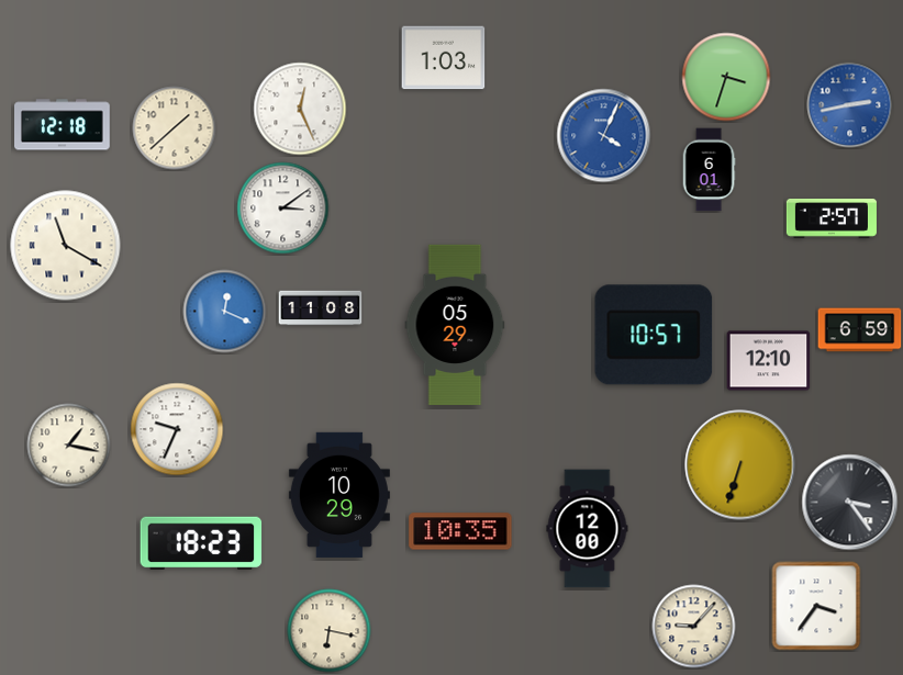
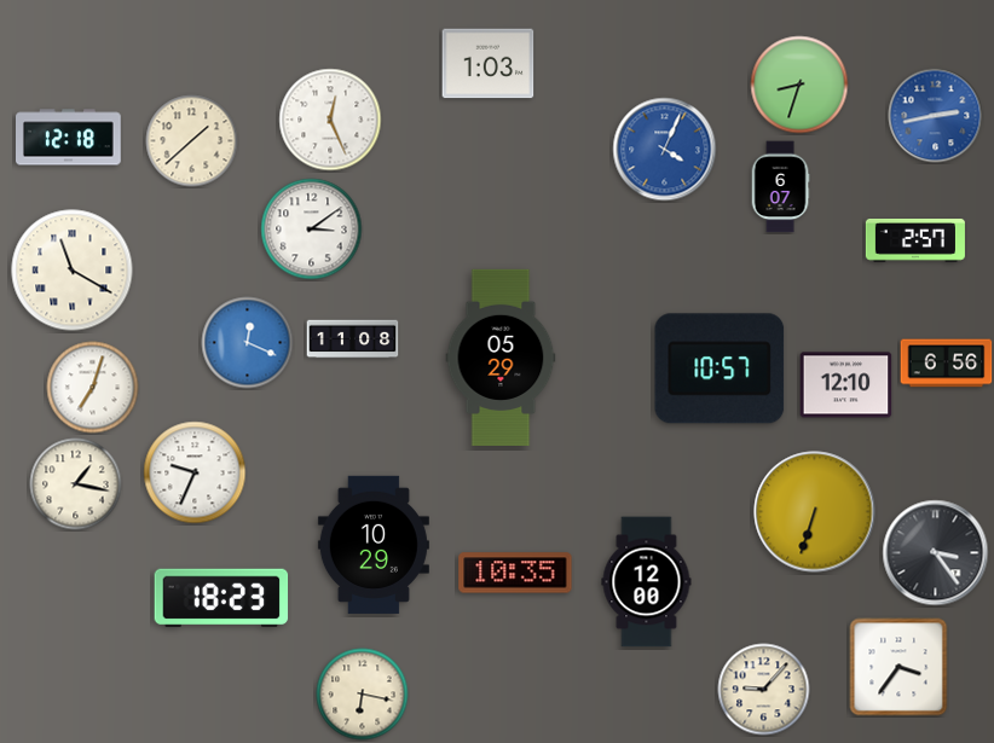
clock at (726, 77): 3:33 -> 8:33
clock at (709, 170): 6:01 -> 6:07
clock at (860, 330): 6:59 -> 6:56
clock at (93, 388): none -> 7:03
clock at (769, 361) position: (769, 361) -> (846, 385)
clock at (69, 446) position: (69, 446) -> (76, 484)
clock at (460, 531) position: (460, 531) -> (515, 573)
